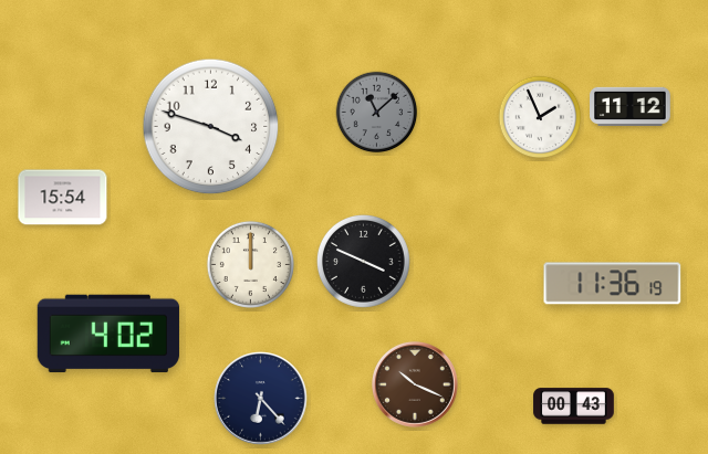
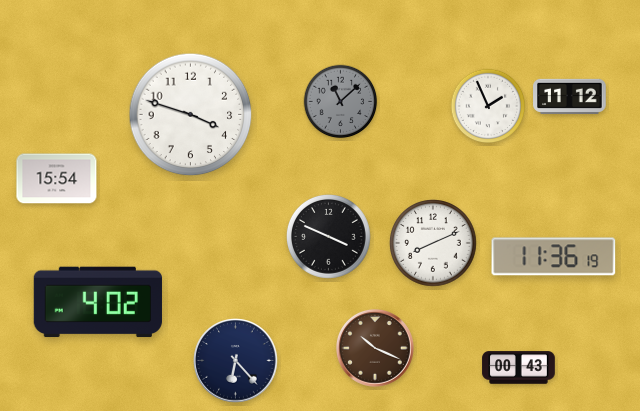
clock at (250, 264): 12:00 -> none
clock at (433, 243): none -> 8:11
